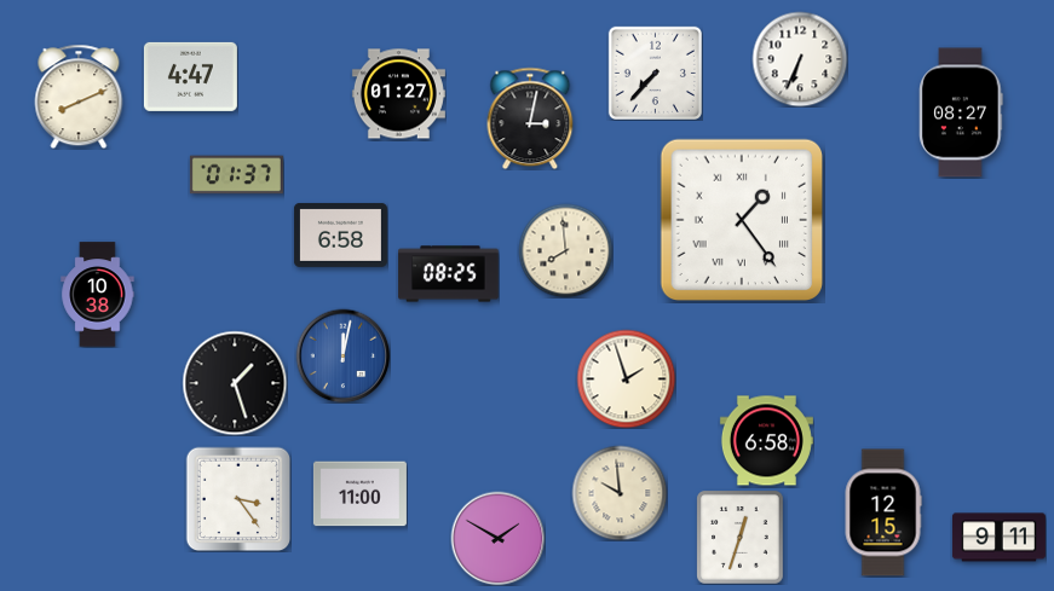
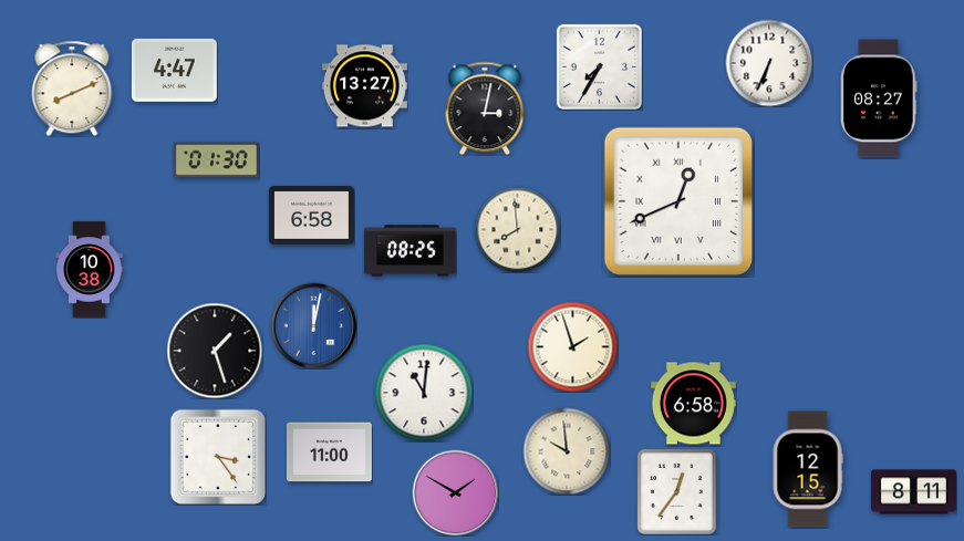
clock at (800, 59) position: (800, 59) -> (769, 63)
clock at (655, 73): 7:37 -> 7:35
clock at (398, 94): 01:27 -> 13:27
clock at (961, 112) position: (961, 112) -> (879, 98)
clock at (236, 175): 01:37 -> 01:30
clock at (741, 219): 1:24 -> 12:41
clock at (424, 393): none -> 11:01
clock at (766, 441) position: (766, 441) -> (693, 404)
clock at (741, 537): 12:33 -> 12:36
clock at (998, 538): 9:11 -> 8:11
